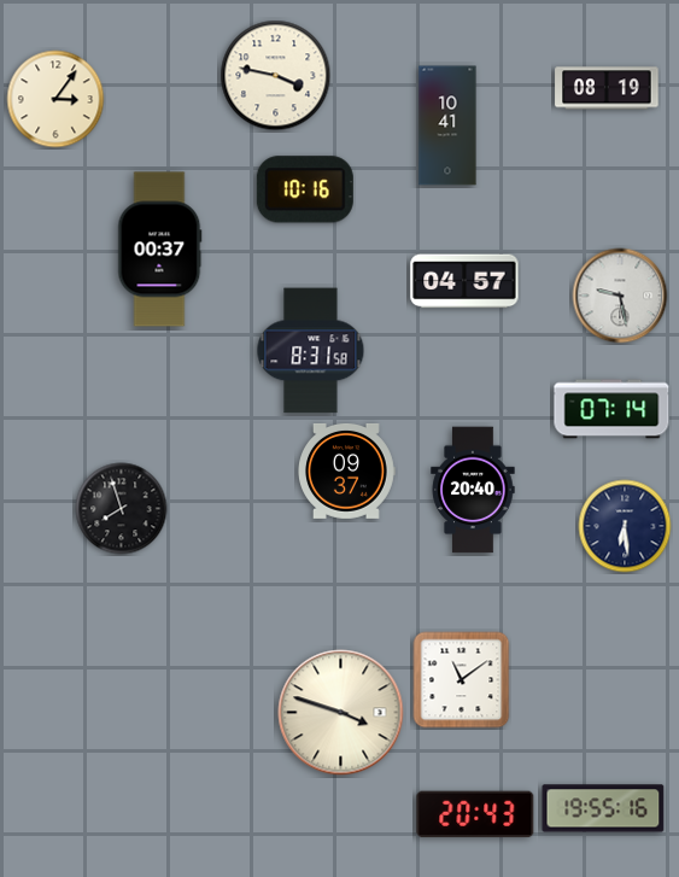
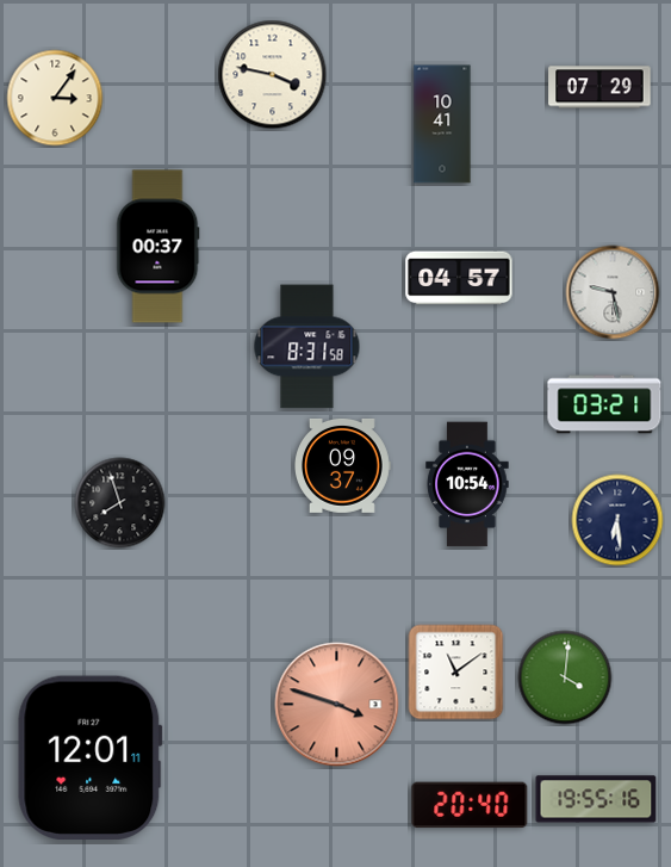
clock at (607, 88): 08:19 -> 07:29
clock at (305, 189): 10:16 -> none
clock at (611, 409): 07:14 -> 03:21
clock at (473, 490): 20:40 -> 10:54
clock at (565, 677): none -> 4:01
clock at (341, 713) dial: cream -> salmon
clock at (91, 757): none -> 12:01
clock at (475, 814): 20:43 -> 20:40
